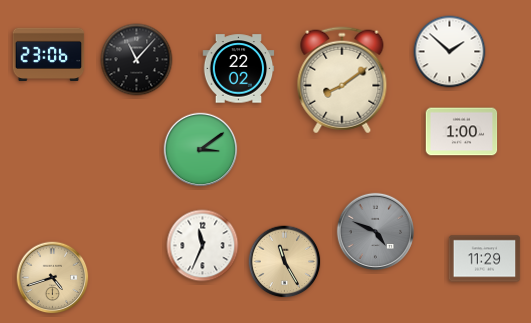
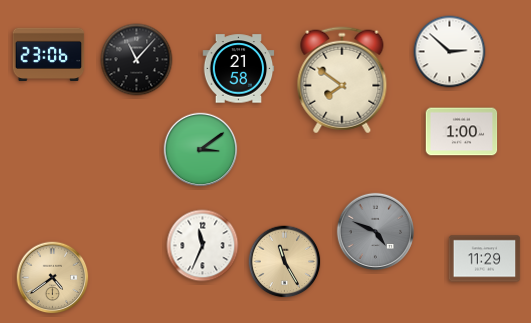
clock at (450, 52): 1:52 -> 2:52
clock at (239, 69): 22:02 -> 21:58
clock at (342, 80): 8:09 -> 7:51
clock at (53, 278): 4:42 -> 4:39
